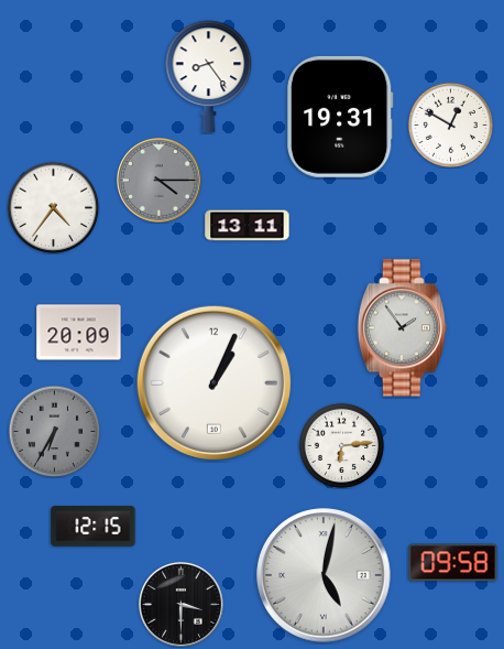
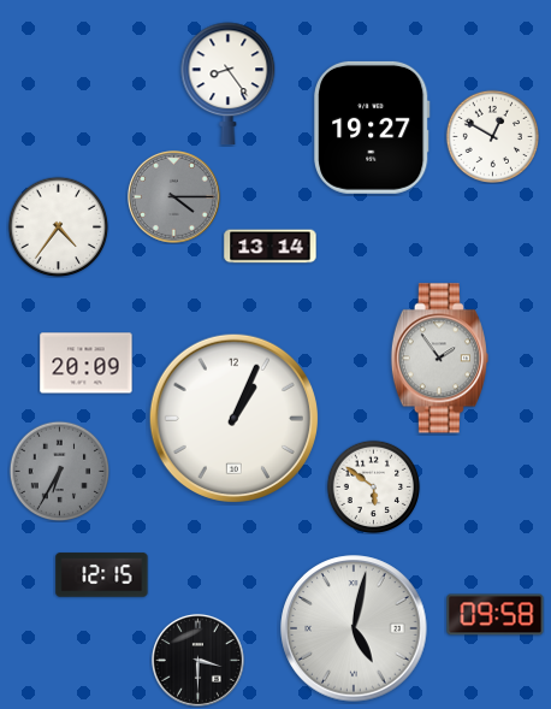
clock at (340, 117): 19:31 -> 19:27
clock at (248, 226): 13:11 -> 13:14
clock at (341, 445): 6:14 -> 5:51
